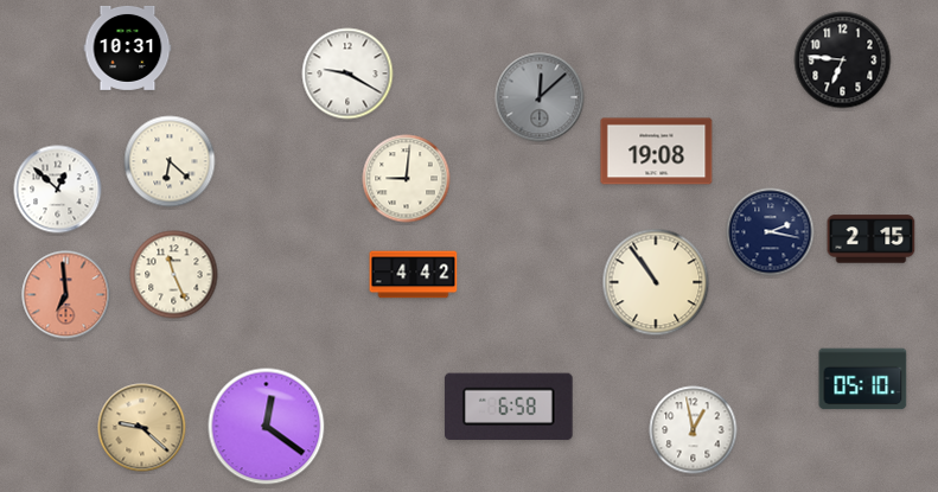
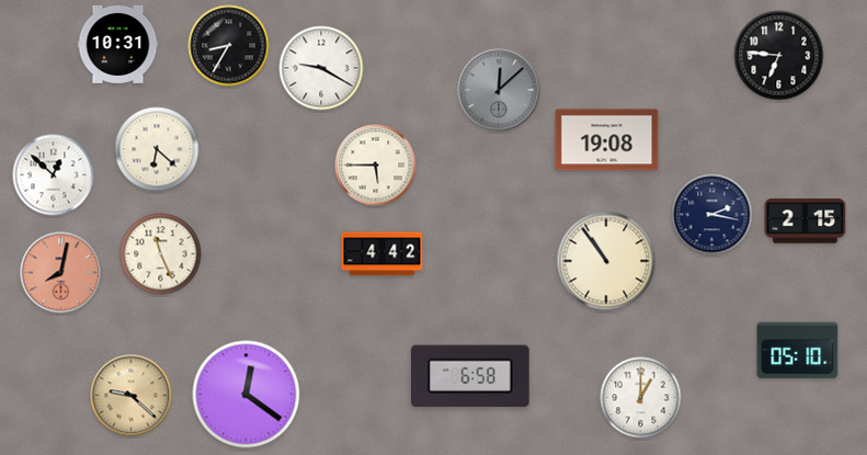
clock at (229, 46): none -> 8:35
clock at (407, 179): 9:01 -> 5:45
clock at (66, 295): 6:59 -> 8:02
clock at (694, 430): 12:58 -> 1:00
